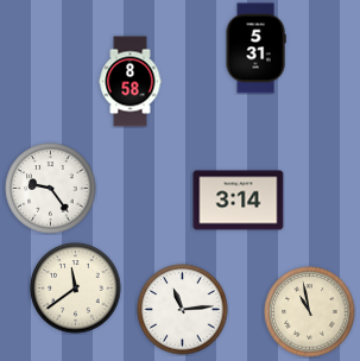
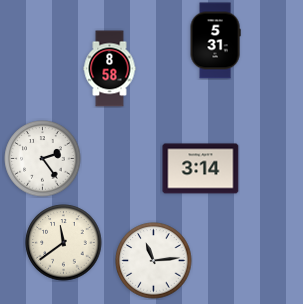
clock at (51, 189): 9:24 -> 2:24
clock at (310, 312): 10:58 -> none
